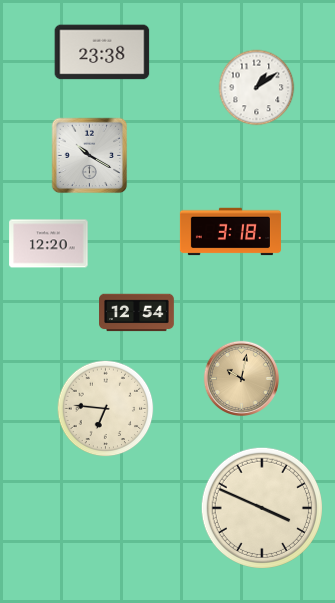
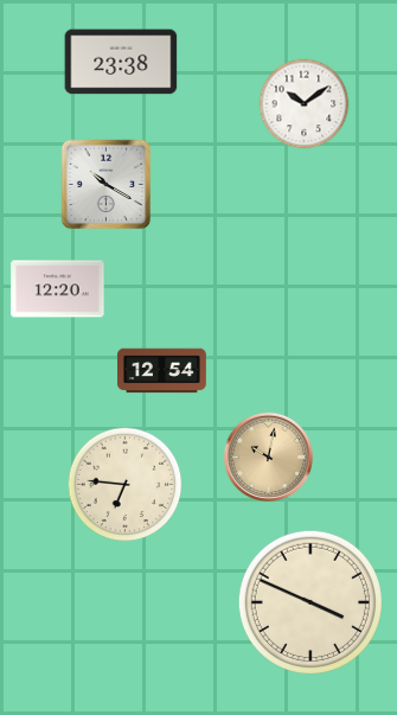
clock at (257, 88): 1:09 -> 10:09
clock at (230, 232): 3:18 -> none
clock at (241, 378) position: (241, 378) -> (268, 457)
